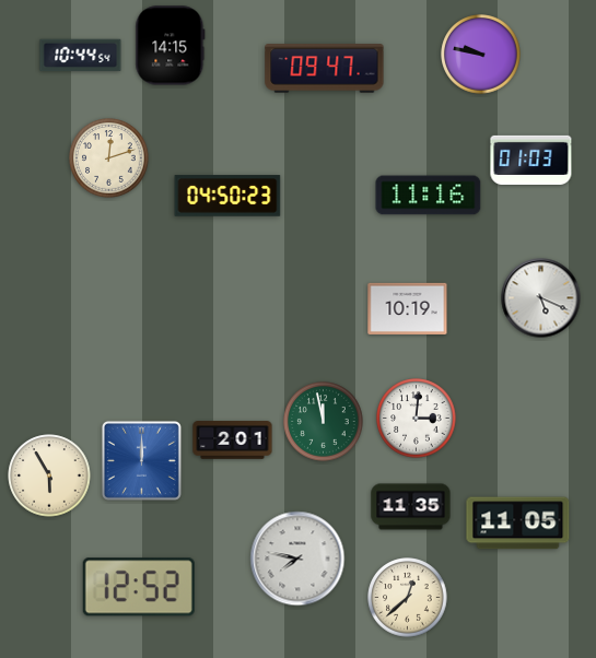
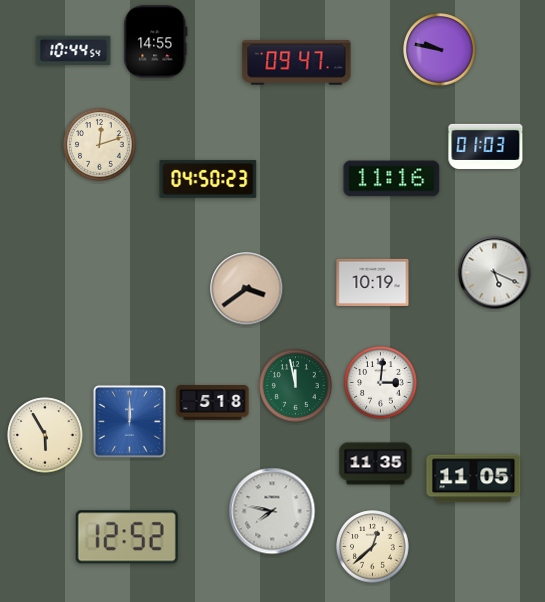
clock at (171, 46): 14:15 -> 14:55
clock at (247, 289): none -> 3:39
clock at (233, 440): 2:01 -> 5:18
